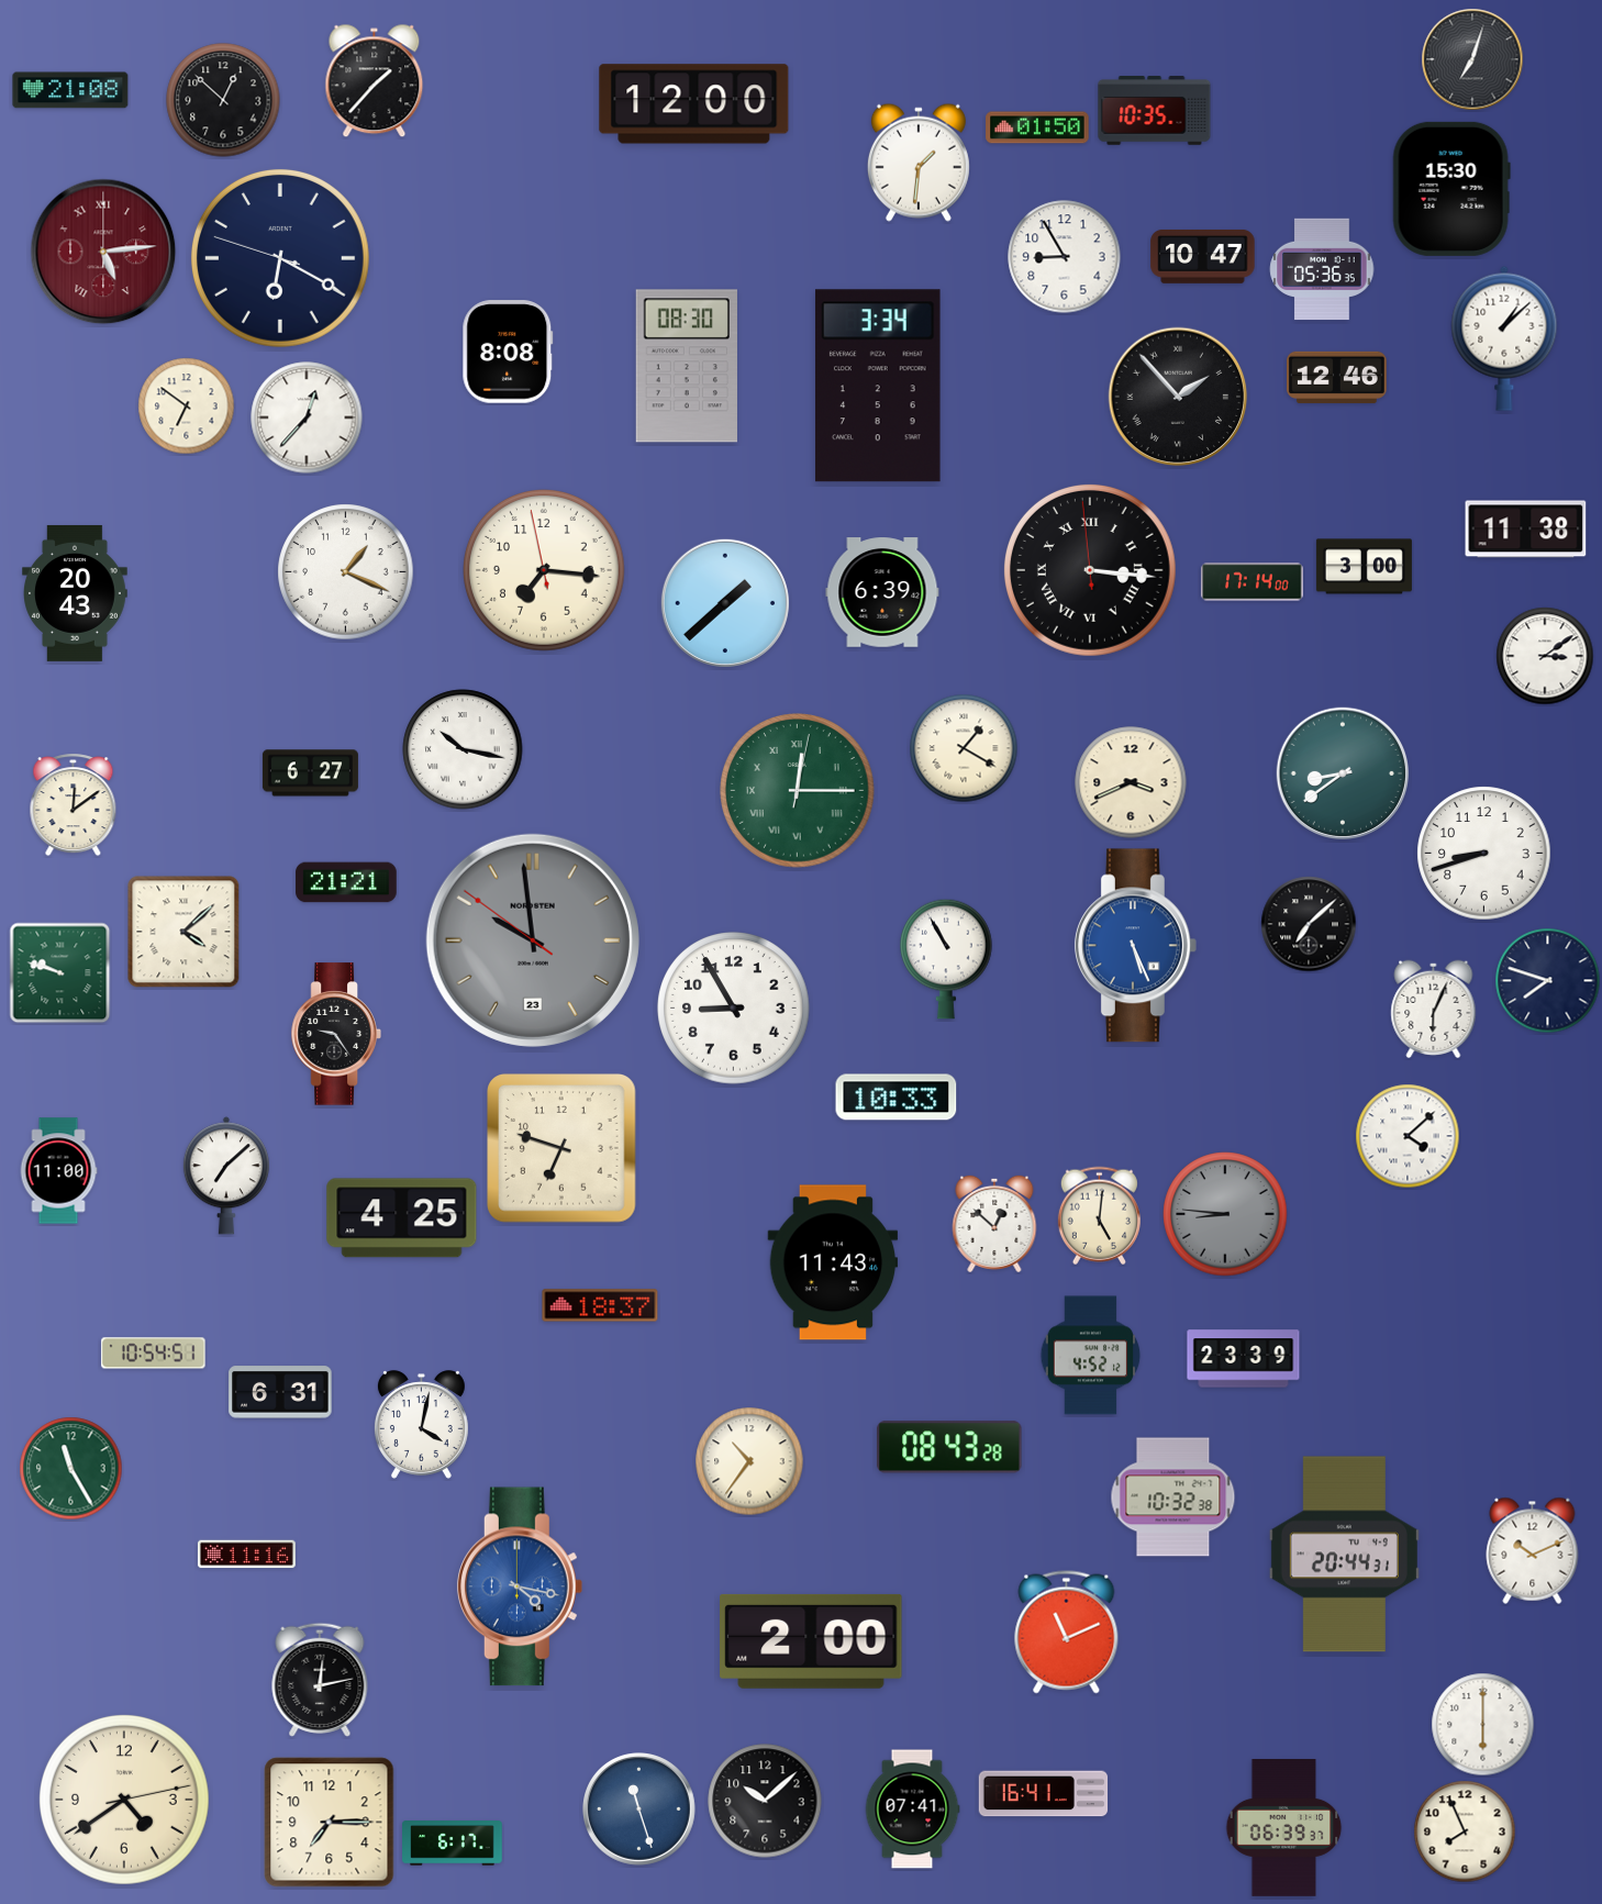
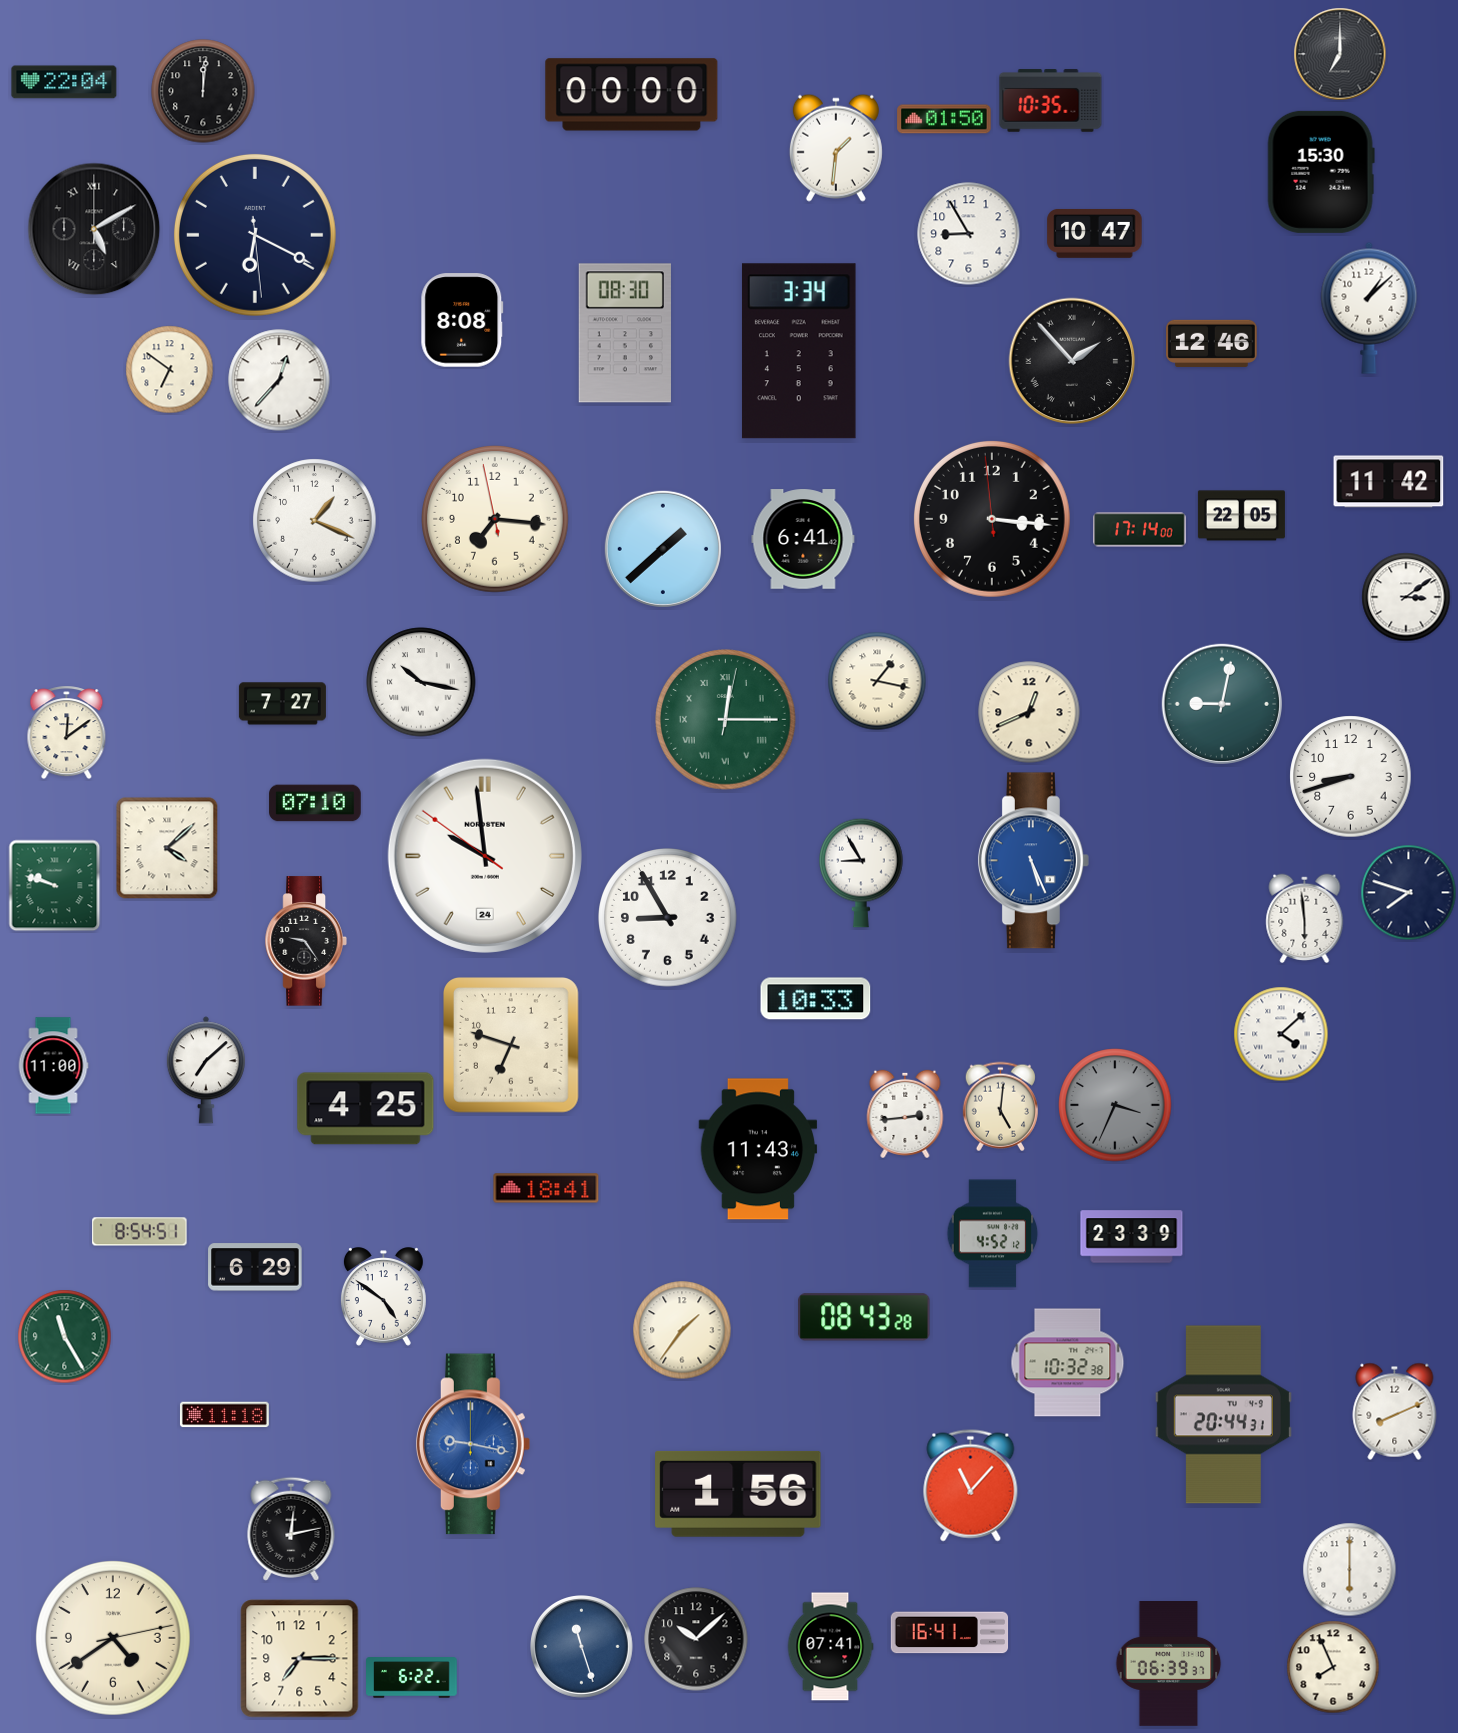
clock at (1472, 59): 7:03 -> 7:00
clock at (375, 81): 1:37 -> none
clock at (70, 90): 21:08 -> 22:04
clock at (223, 100): 12:52 -> 12:01
clock at (694, 104): 12:00 -> 00:00
clock at (1037, 127) position: (1037, 127) -> (944, 119)
clock at (103, 252): 5:14 -> 5:10
clock at (103, 252) dial: burgundy -> black
clock at (280, 258): 6:19:48 -> 6:19:29
clock at (1322, 269): 05:36 -> none
clock at (1337, 377) position: (1337, 377) -> (1212, 343)
clock at (1526, 530): 11:38 -> 11:42
clock at (1364, 567): 3:00 -> 22:05
clock at (1090, 570) numerals: Roman -> Arabic
clock at (882, 592): 6:39 -> 6:41
clock at (76, 593): 20:43 -> none
clock at (725, 603) position: (725, 603) -> (663, 549)
clock at (964, 748): 1:20 -> 1:17
clock at (1342, 772): 8:39 -> 9:02
clock at (310, 773): 6:27 -> 7:27
clock at (1131, 782): 3:41 -> 12:41
clock at (346, 882): 21:21 -> 07:10
clock at (1309, 924): 7:08 -> none
clock at (533, 940) date: 23 -> 24
clock at (533, 940) dial: grey -> white
clock at (946, 959): 10:55 -> 8:55
clock at (1434, 1010): 6:04 -> 5:59
clock at (1225, 1214): 8:46 -> 3:34
clock at (994, 1224): 12:52 -> 2:44
clock at (600, 1305): 18:37 -> 18:41
clock at (154, 1354): 10:54 -> 8:54
clock at (280, 1392): 6:31 -> 6:29
clock at (421, 1425): 4:02 -> 4:51
clock at (749, 1461): 10:36 -> 1:36
clock at (1533, 1550): 10:11 -> 8:11
clock at (246, 1555): 11:16 -> 11:18
clock at (520, 1586): 4:17 -> 9:17
clock at (1067, 1633): 11:11 -> 11:07
clock at (811, 1641): 2:00 -> 1:56
clock at (453, 1844): 6:17 -> 6:22
